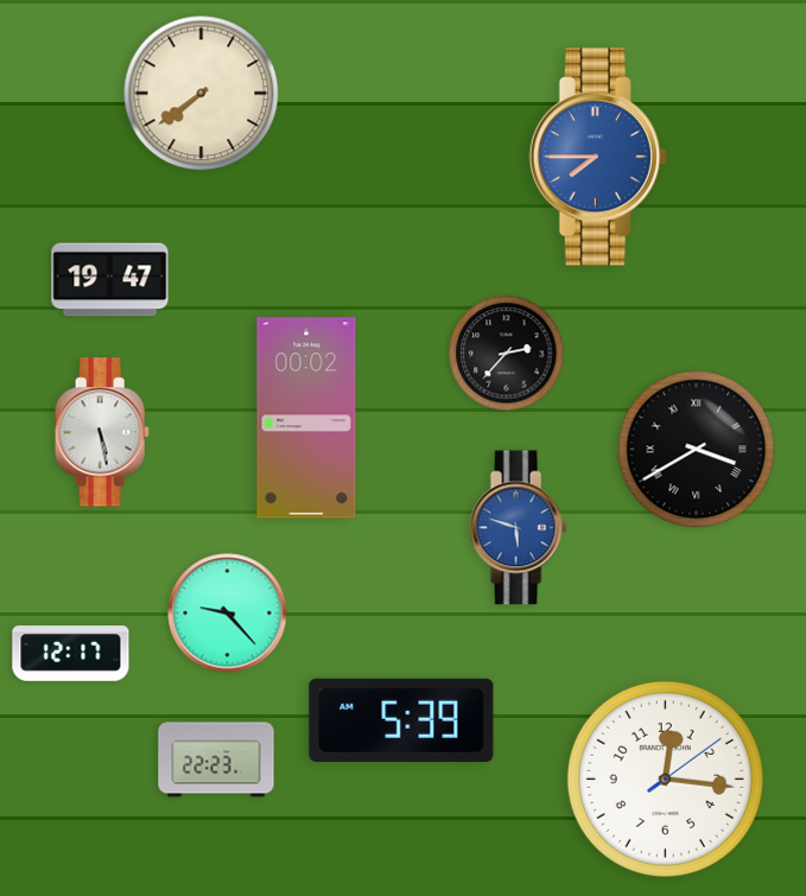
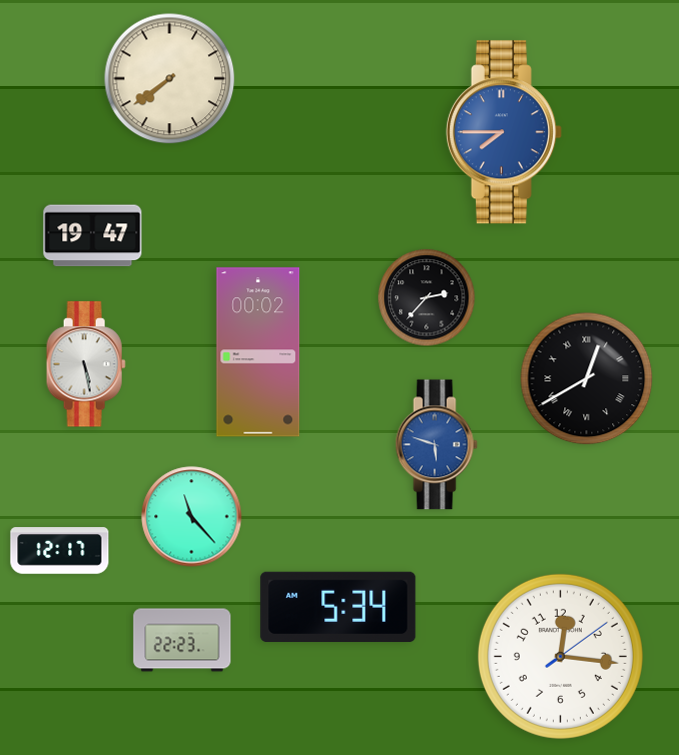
clock at (697, 450): 3:40 -> 12:40
clock at (228, 614): 9:23 -> 11:23
clock at (401, 720): 5:39 -> 5:34
